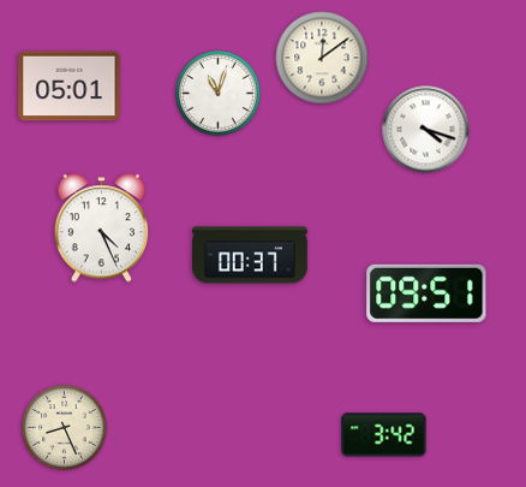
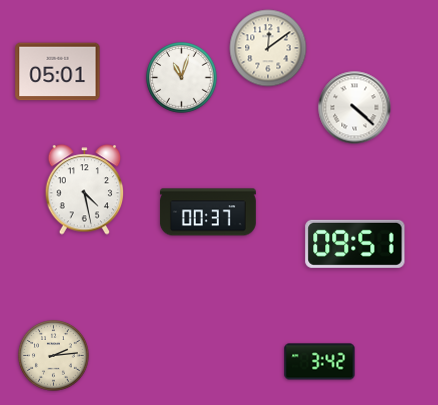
clock at (426, 130): 4:18 -> 4:22
clock at (102, 228): 4:26 -> 4:28
clock at (65, 428): 8:26 -> 2:14
